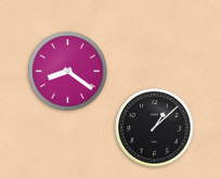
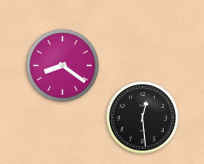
clock at (155, 128): 1:08 -> 12:29
